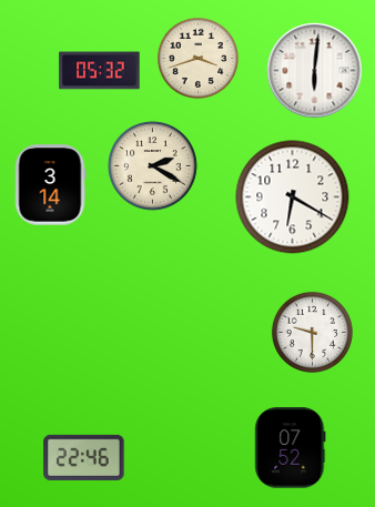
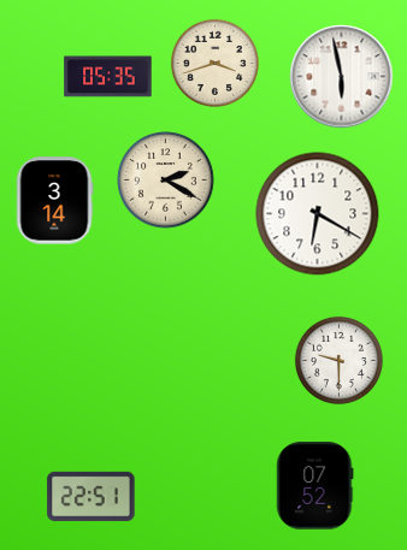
clock at (100, 71): 05:32 -> 05:35
clock at (315, 71): 6:01 -> 5:58
clock at (84, 457): 22:46 -> 22:51
